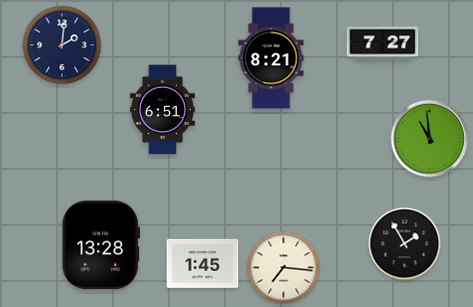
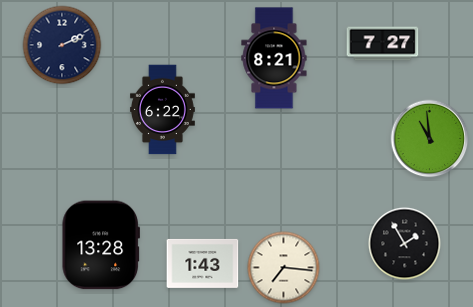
clock at (62, 45): 2:01 -> 2:11
clock at (271, 58) position: (271, 58) -> (274, 58)
clock at (162, 110): 6:51 -> 6:22
clock at (203, 263): 1:45 -> 1:43
